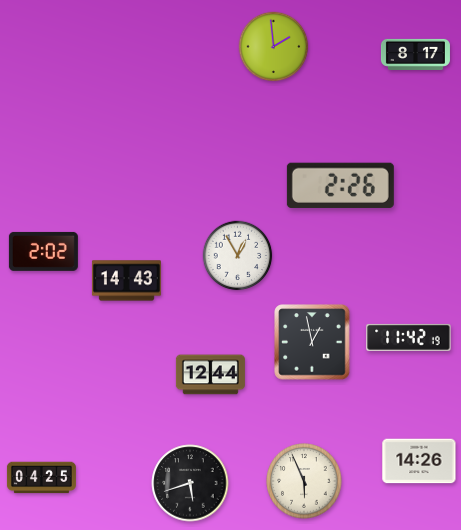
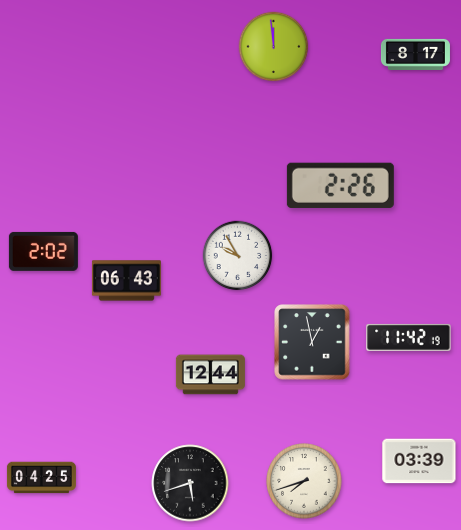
clock at (274, 47): 1:59 -> 11:59
clock at (238, 256): 12:55 -> 9:55
clock at (126, 281): 14:43 -> 06:43
clock at (419, 461): 14:26 -> 03:39
clock at (304, 481): 5:56 -> 7:42
